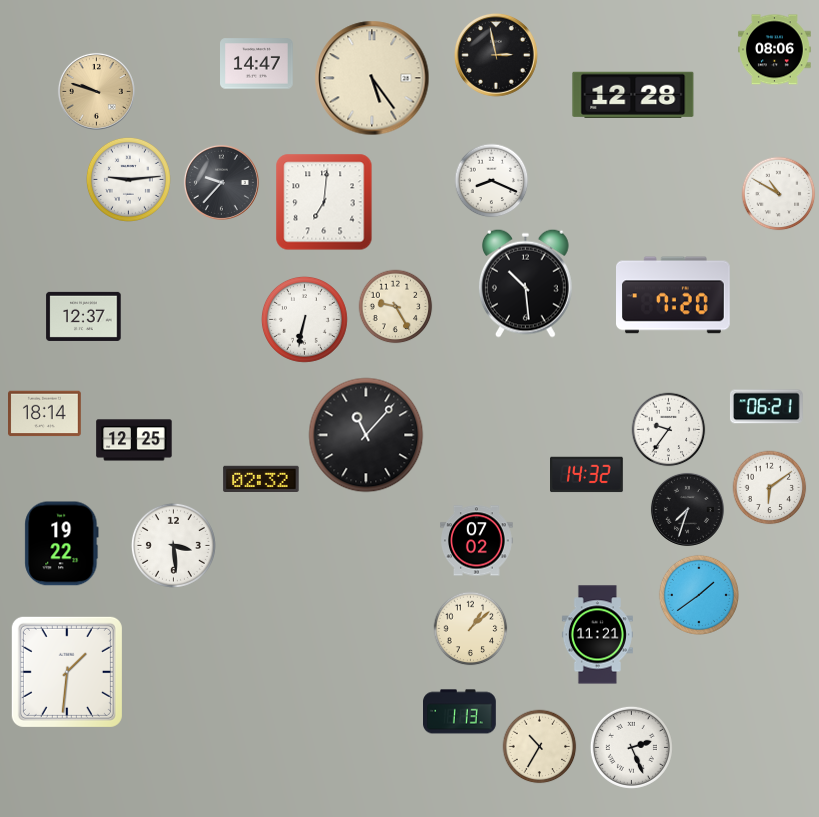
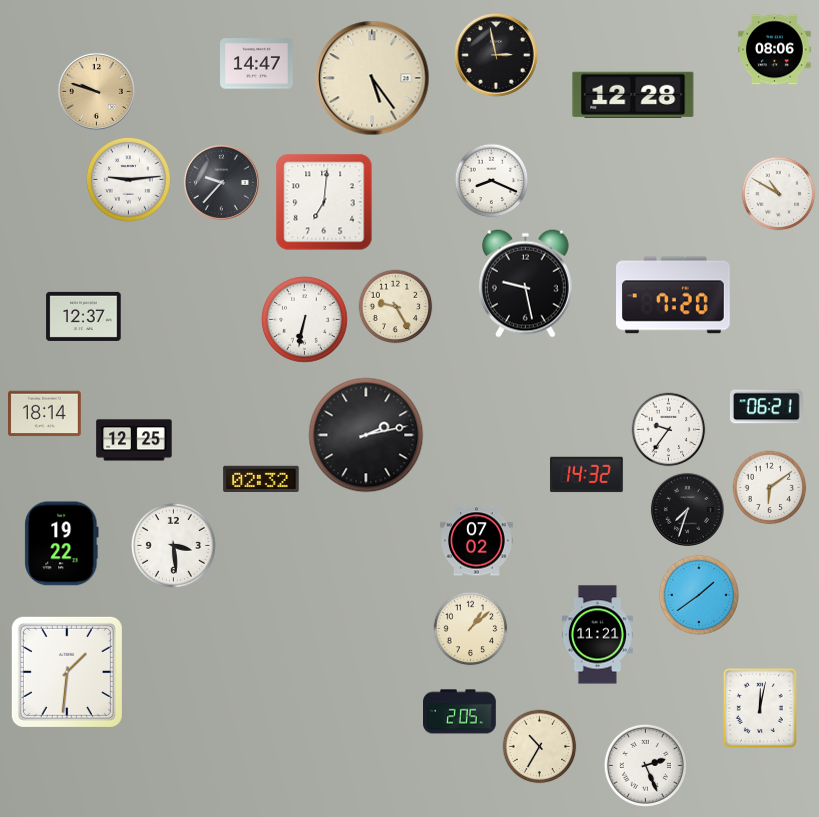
clock at (525, 283): 10:29 -> 9:28
clock at (366, 435): 11:07 -> 2:13
clock at (760, 708): none -> 12:02
clock at (460, 712): 1:13 -> 2:05
clock at (631, 747) position: (631, 747) -> (645, 765)
